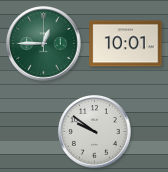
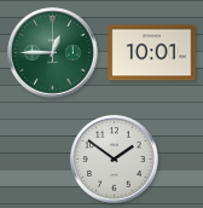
clock at (95, 132): 9:51 -> 1:51
